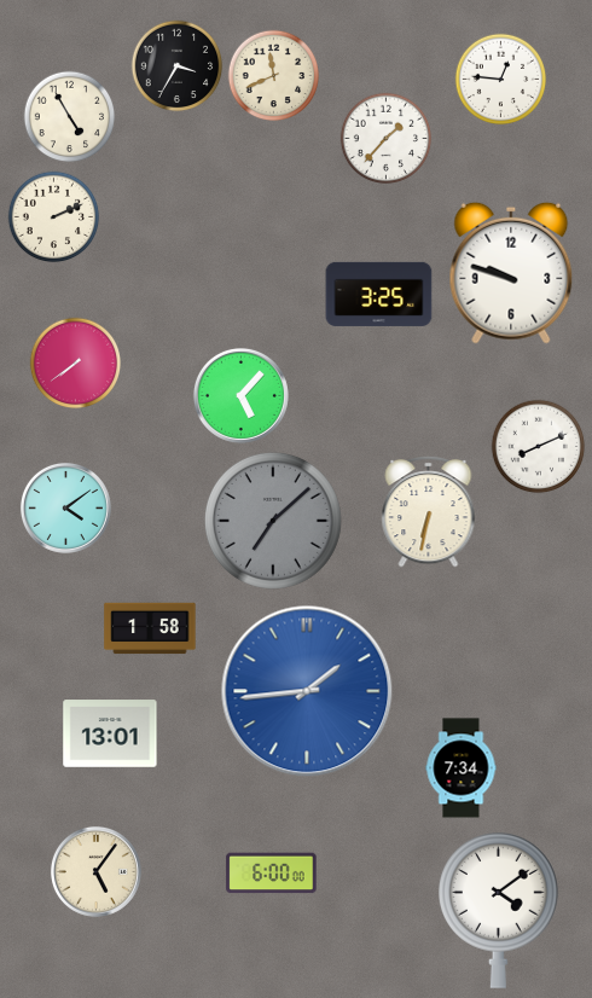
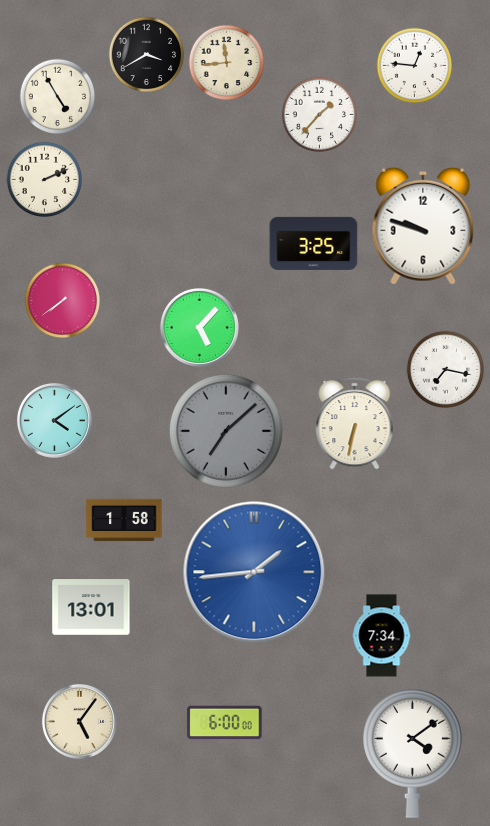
clock at (178, 66): 3:35 -> 3:40
clock at (274, 76): 11:41 -> 11:44
clock at (539, 447): 8:11 -> 7:17
